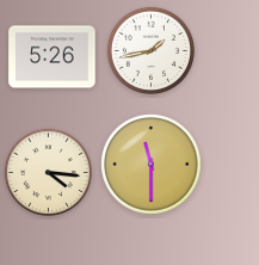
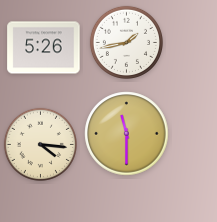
clock at (152, 165) position: (152, 165) -> (127, 134)
